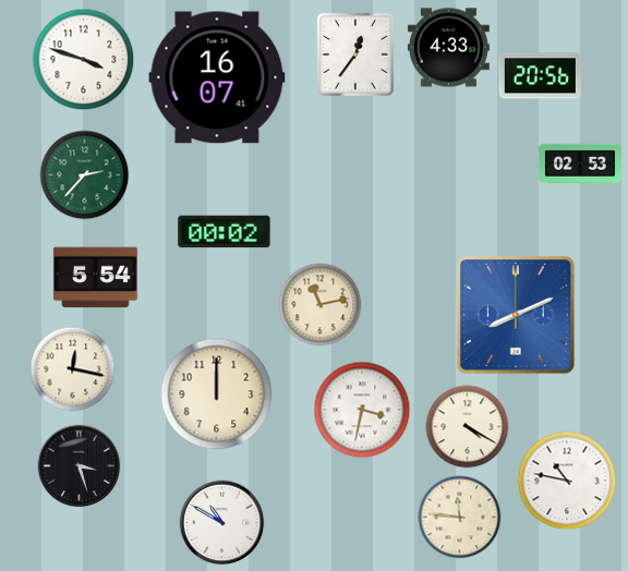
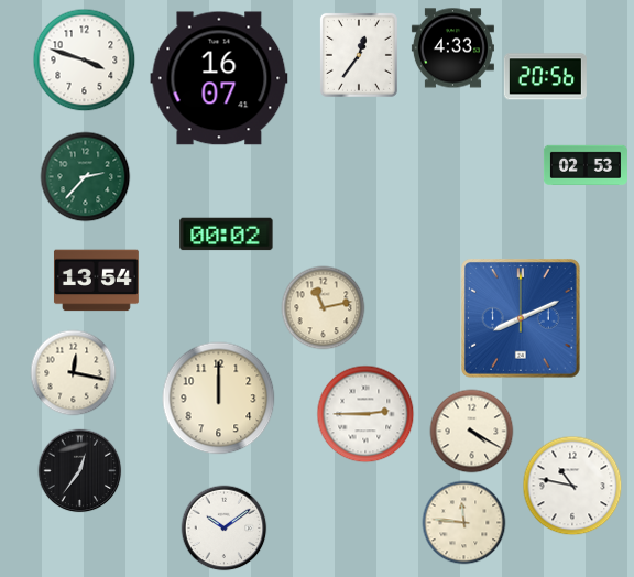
clock at (95, 278): 5:54 -> 13:54
clock at (362, 410): 3:32 -> 2:45
clock at (80, 466): 3:27 -> 12:36
clock at (222, 523): 10:50 -> 10:09
